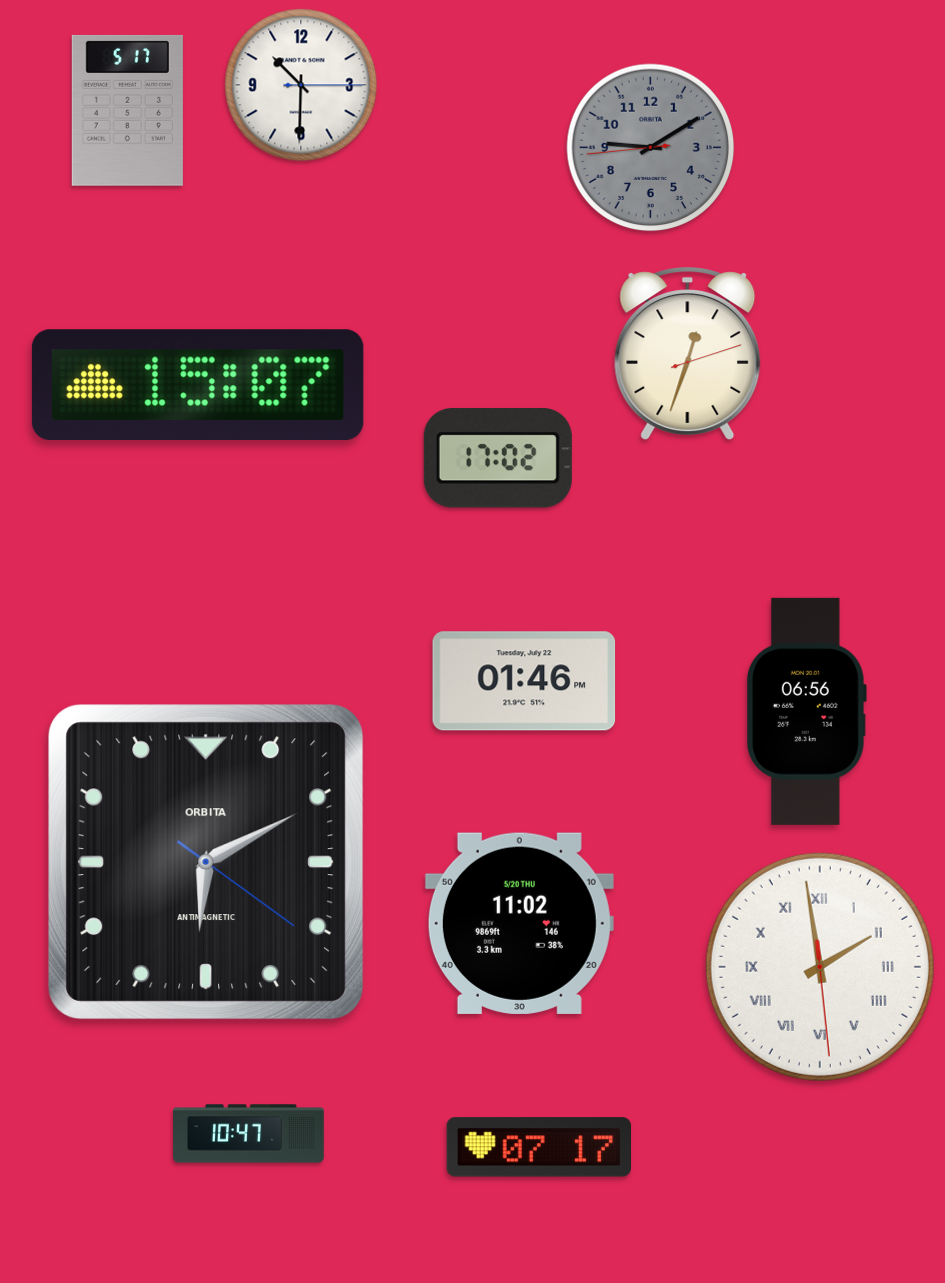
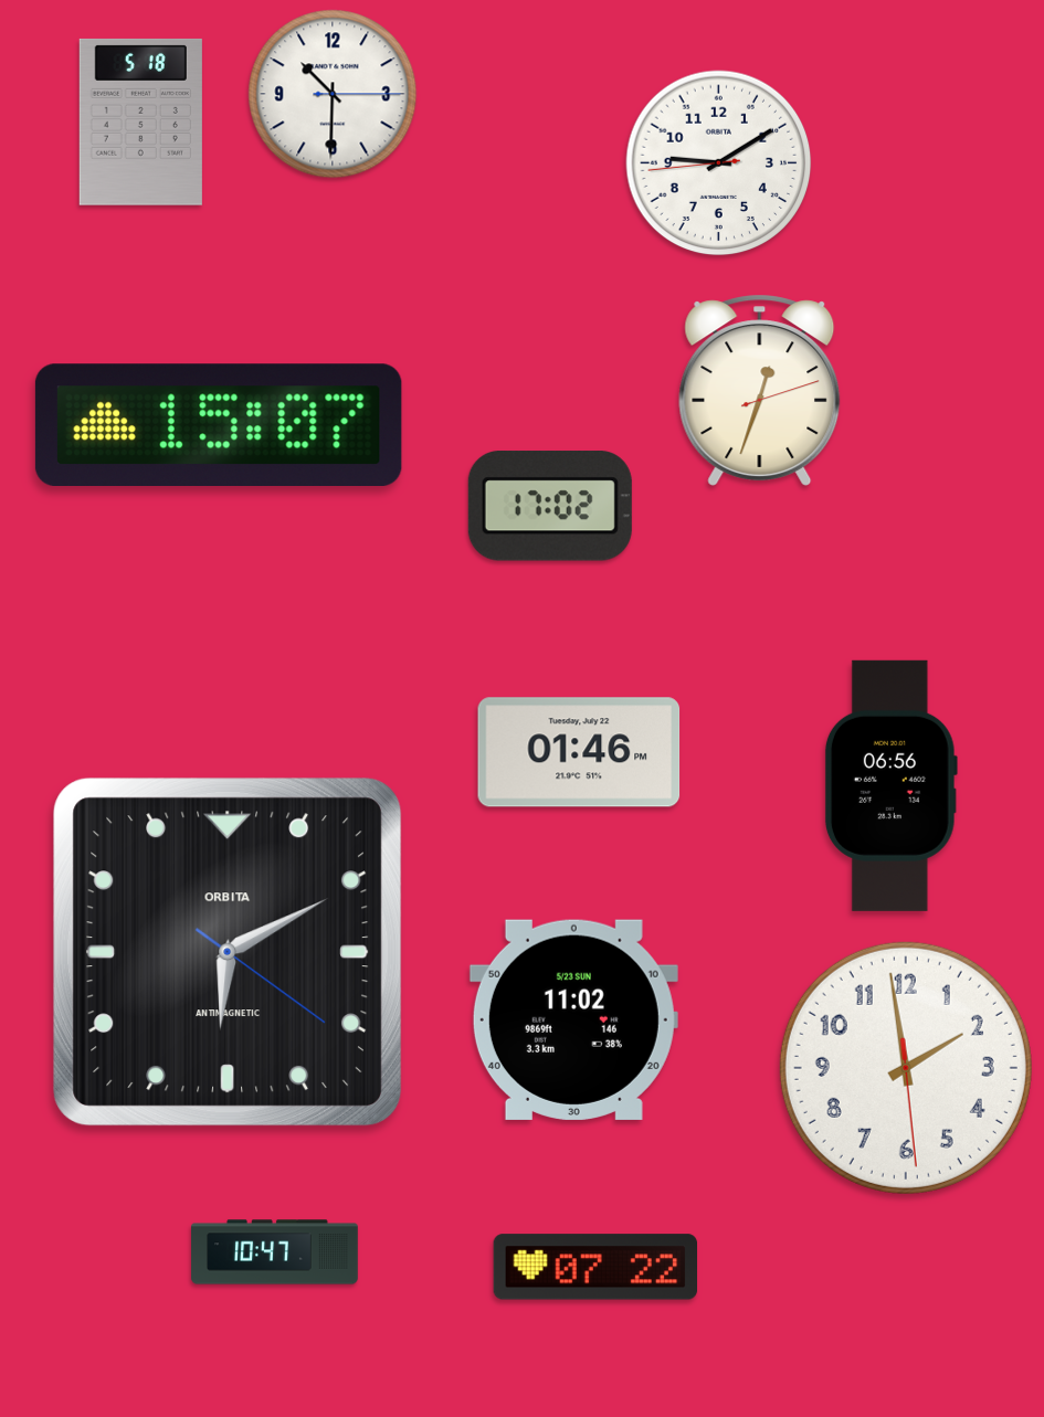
clock at (127, 110): 5:17 -> 5:18
clock at (651, 148) dial: grey -> white
clock at (519, 923) date: 5/20 THU -> 5/23 SUN
clock at (820, 967) numerals: Roman -> Arabic
clock at (538, 1147): 07:17 -> 07:22
